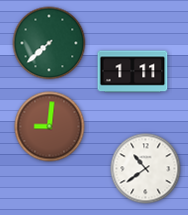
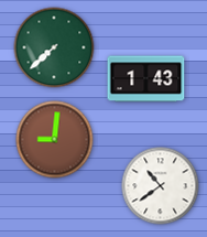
clock at (133, 72): 1:11 -> 1:43
